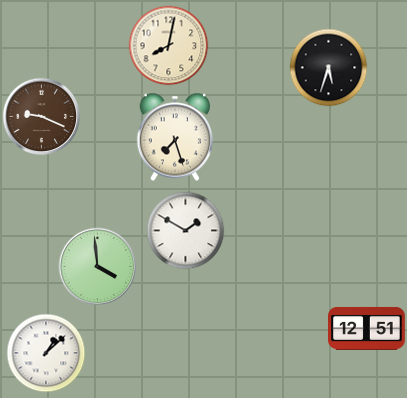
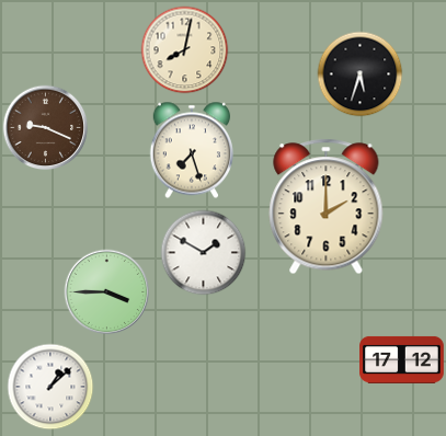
clock at (327, 207): none -> 2:00
clock at (97, 266): 3:59 -> 3:45
clock at (367, 328): 12:51 -> 17:12
